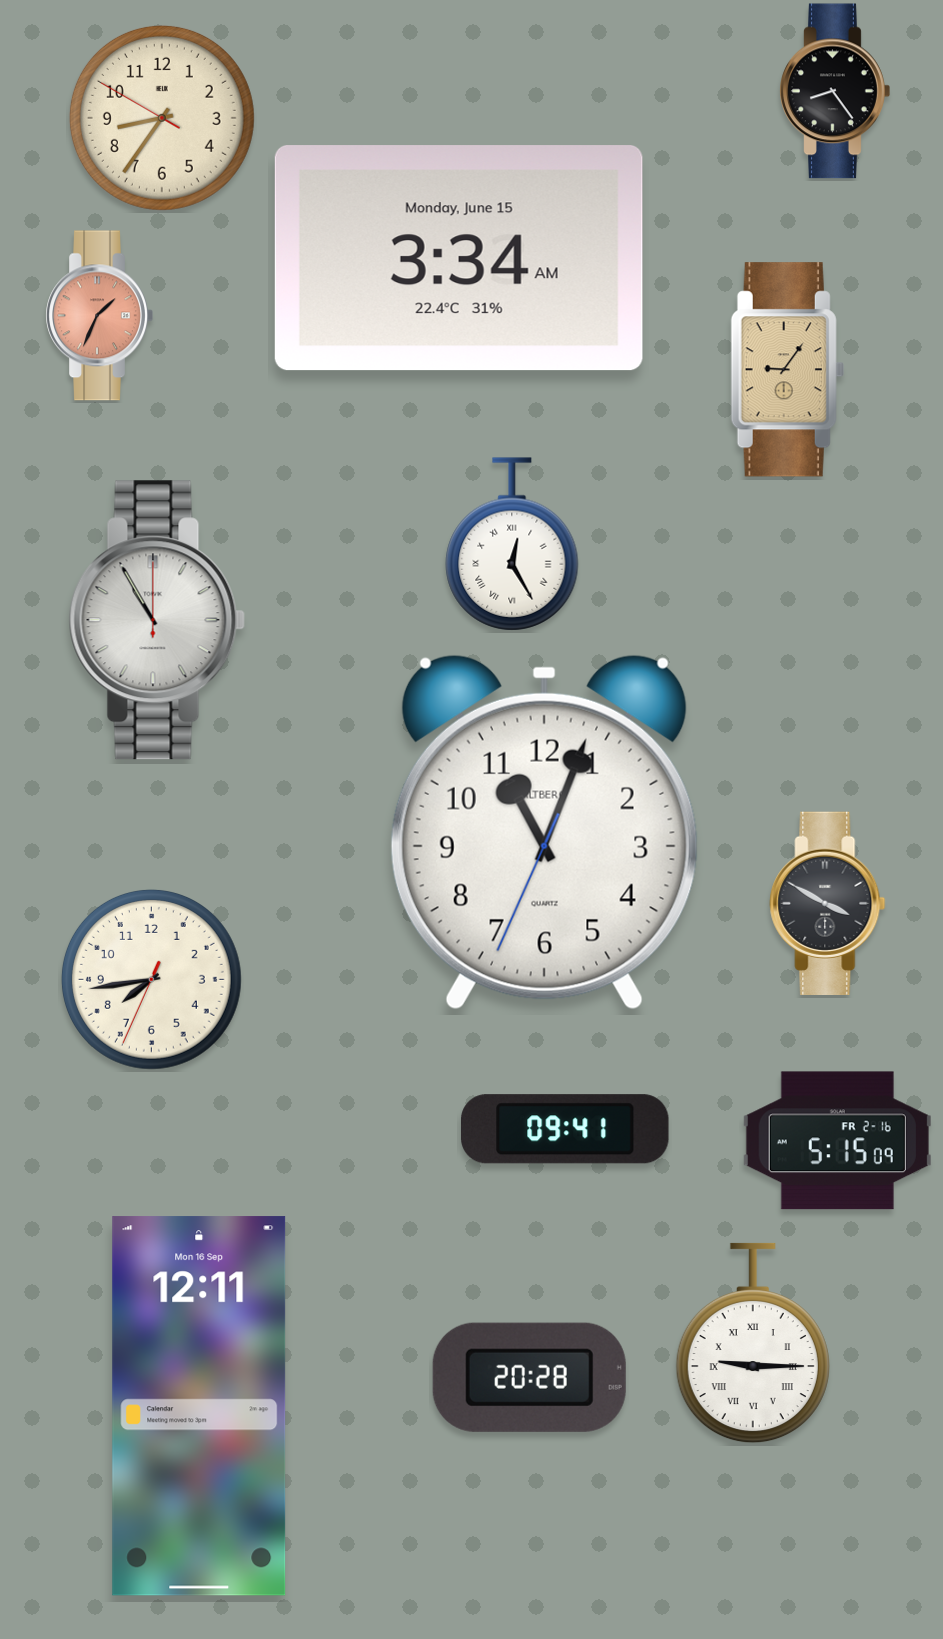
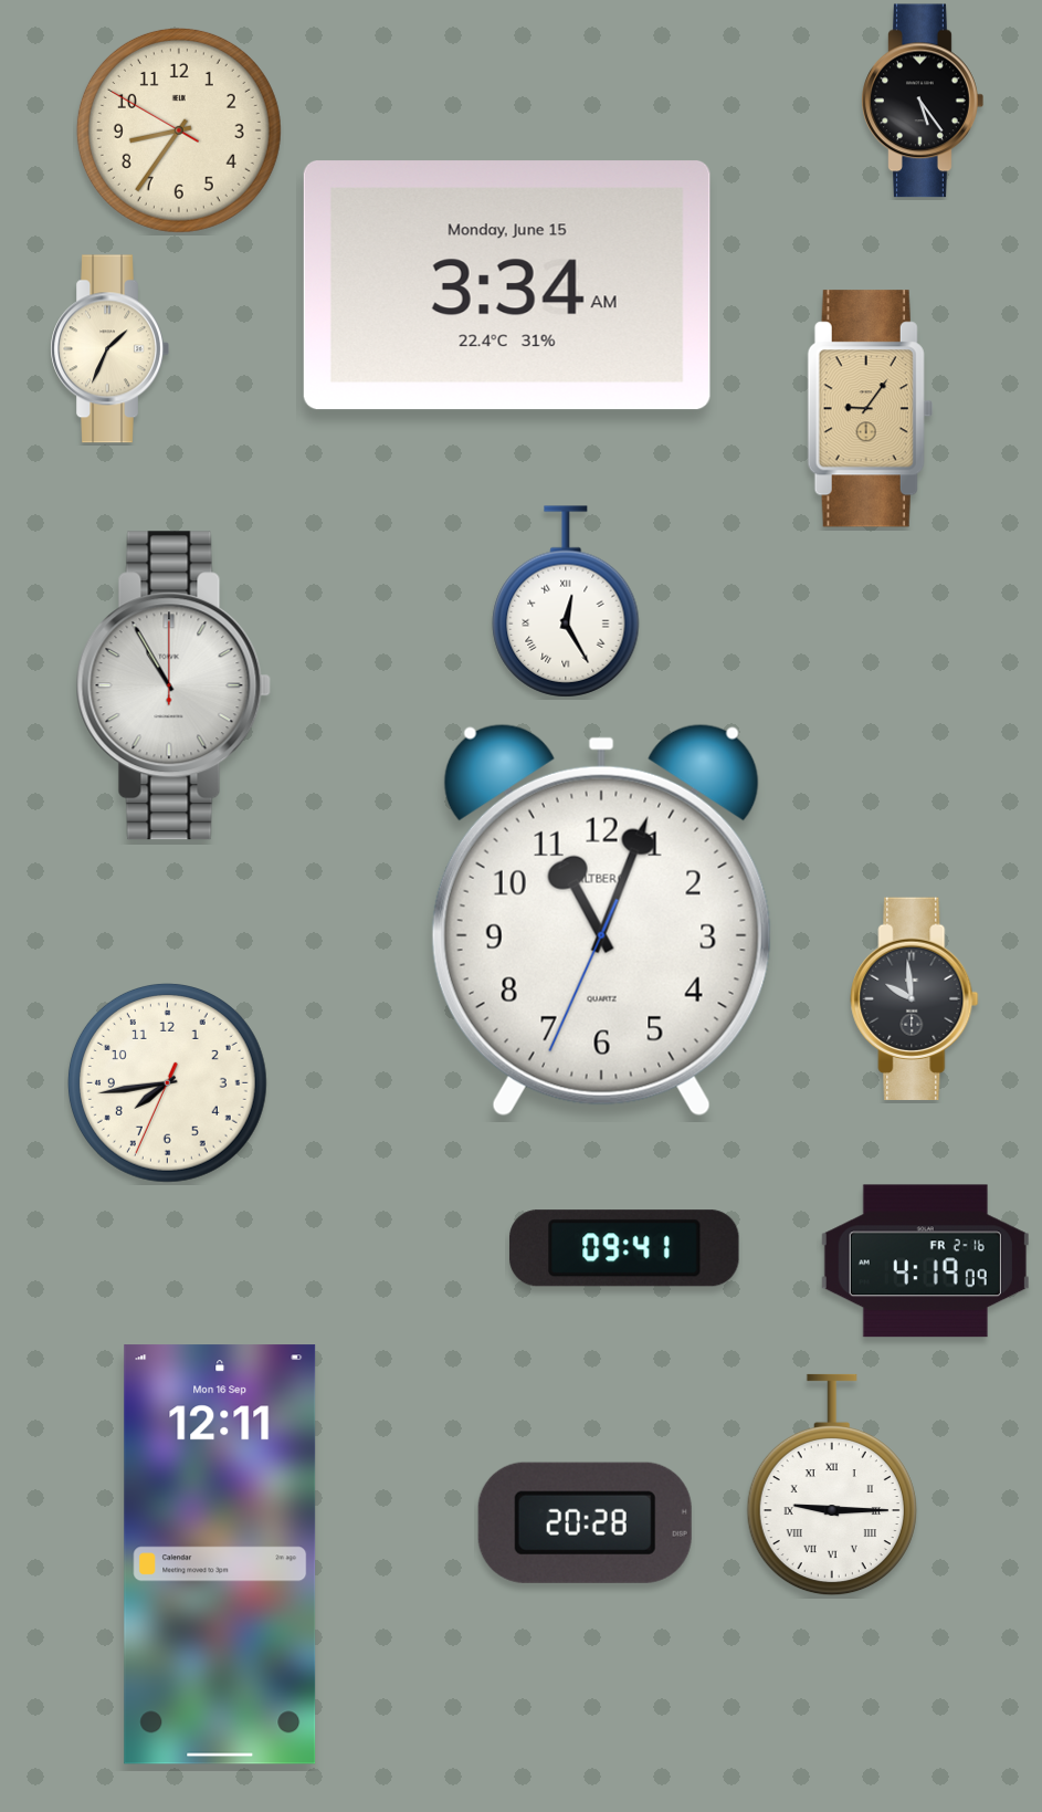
clock at (835, 91): 8:24 -> 5:24
clock at (99, 316) dial: salmon -> cream
clock at (828, 903): 3:50 -> 9:59
clock at (837, 1141): 5:15 -> 4:19
